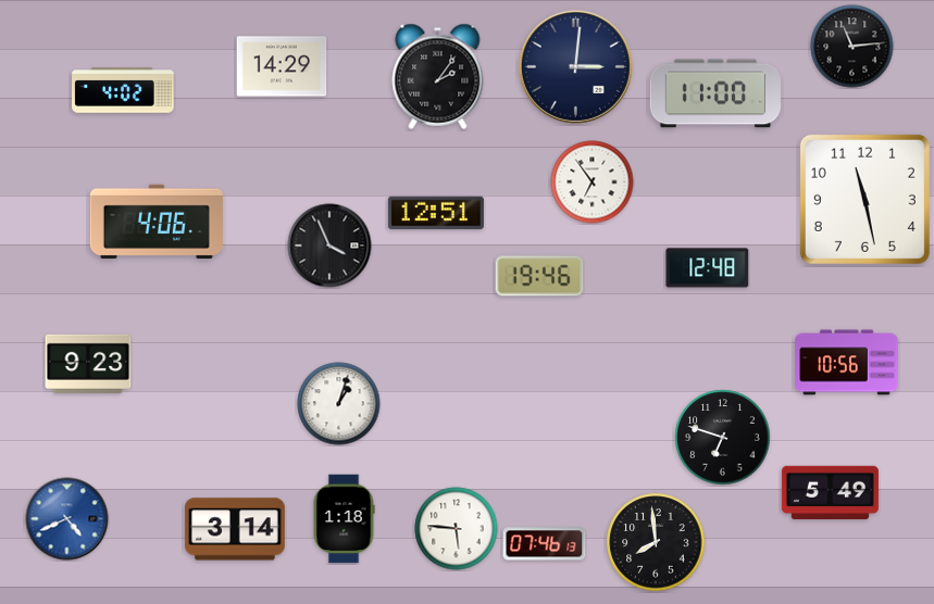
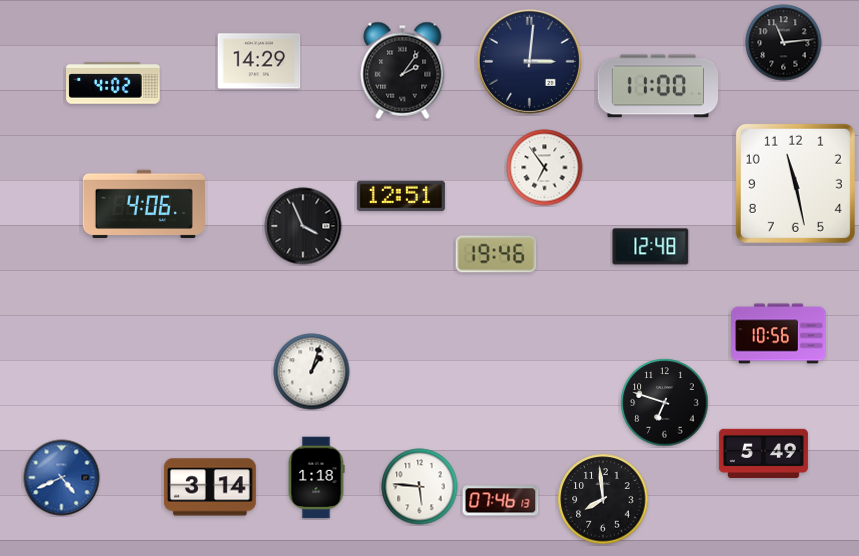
clock at (88, 364): 9:23 -> none
clock at (236, 529) position: (236, 529) -> (211, 487)
